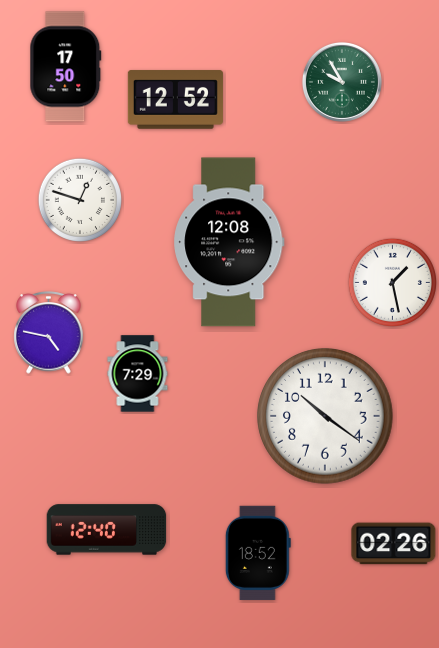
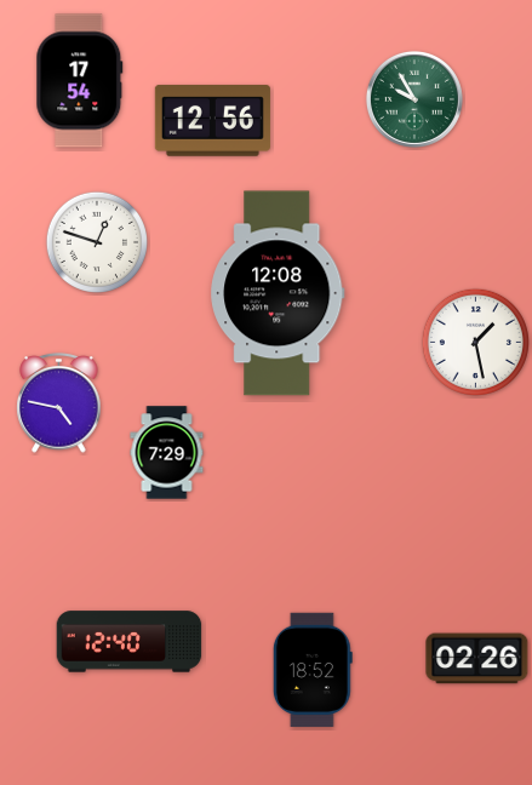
clock at (66, 67): 17:50 -> 17:54
clock at (175, 100): 12:52 -> 12:56
clock at (325, 416): 10:21 -> none
